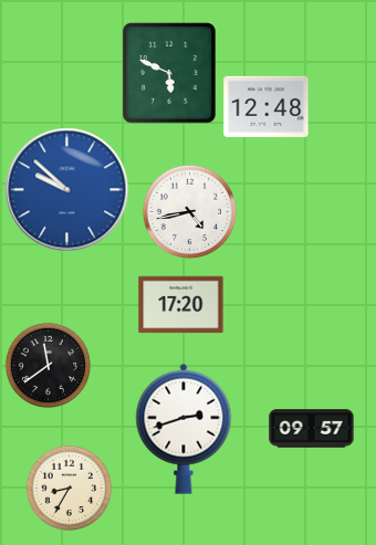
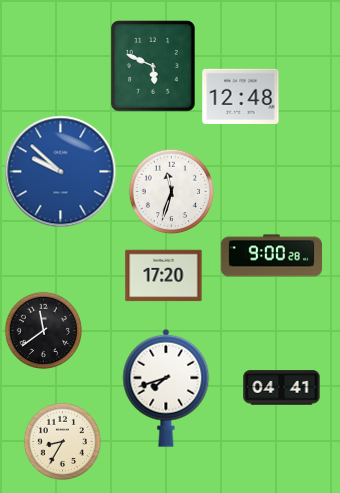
clock at (189, 211): 4:43 -> 11:33
clock at (272, 256): none -> 9:00
clock at (184, 429): 2:42 -> 7:42
clock at (312, 429): 09:57 -> 04:41
